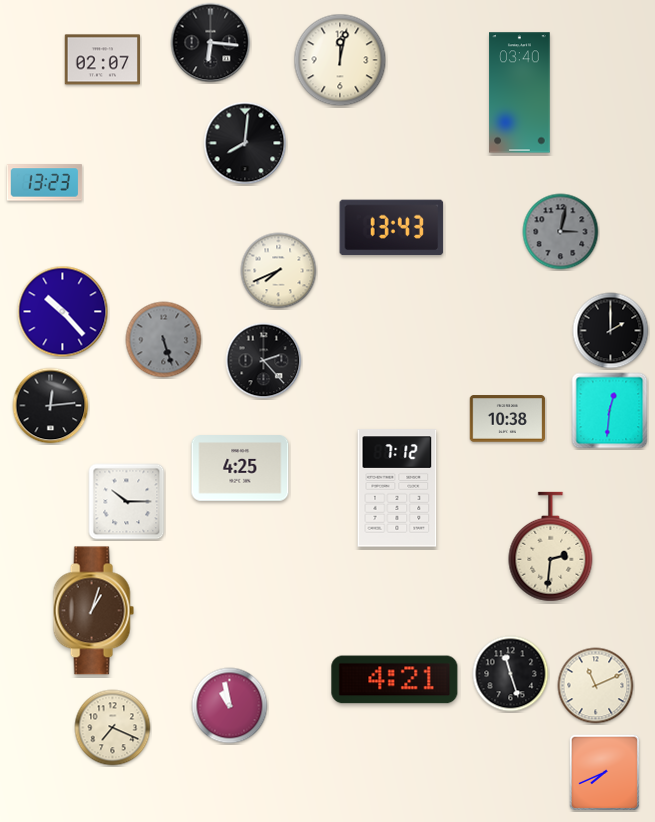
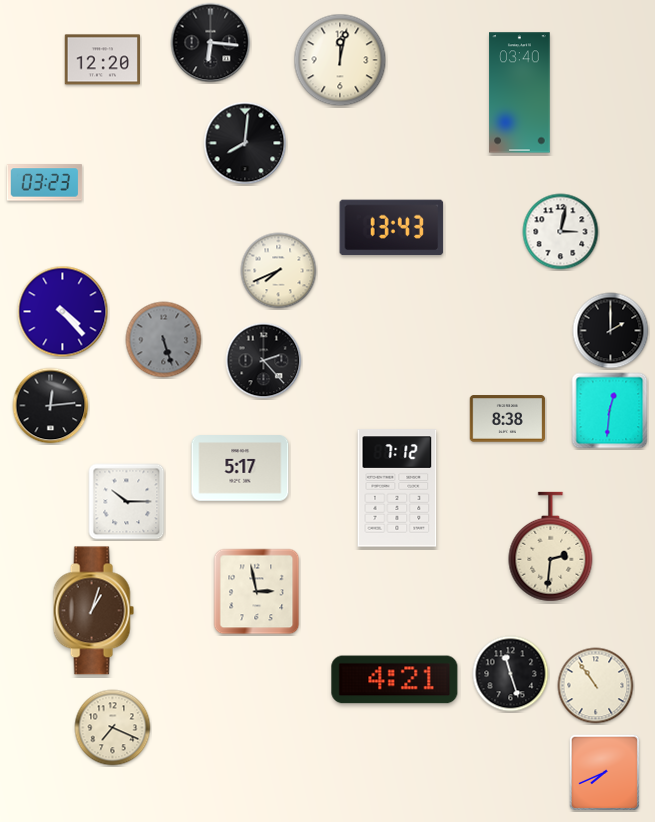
clock at (103, 60): 02:07 -> 12:20
clock at (45, 183): 13:23 -> 03:23
clock at (561, 232) dial: grey -> white
clock at (63, 312): 10:23 -> 4:23
clock at (508, 419): 10:38 -> 8:38
clock at (240, 468): 4:25 -> 5:17
clock at (257, 592): none -> 2:58
clock at (596, 686): 11:11 -> 10:54
clock at (230, 706): 10:58 -> none
